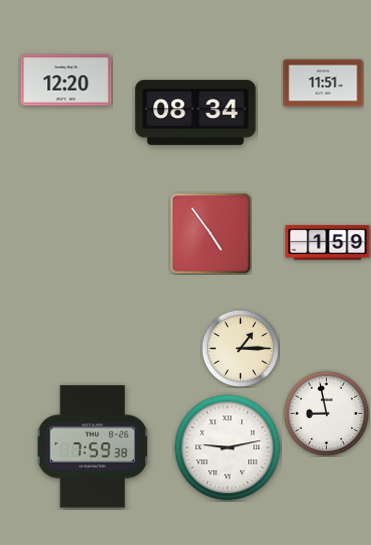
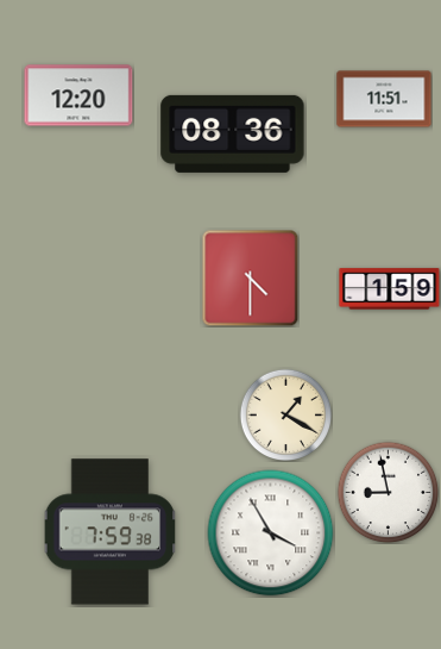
clock at (196, 112): 08:34 -> 08:36
clock at (210, 233): 4:54 -> 4:30
clock at (240, 348): 1:15 -> 1:20
clock at (228, 448): 9:13 -> 3:55
